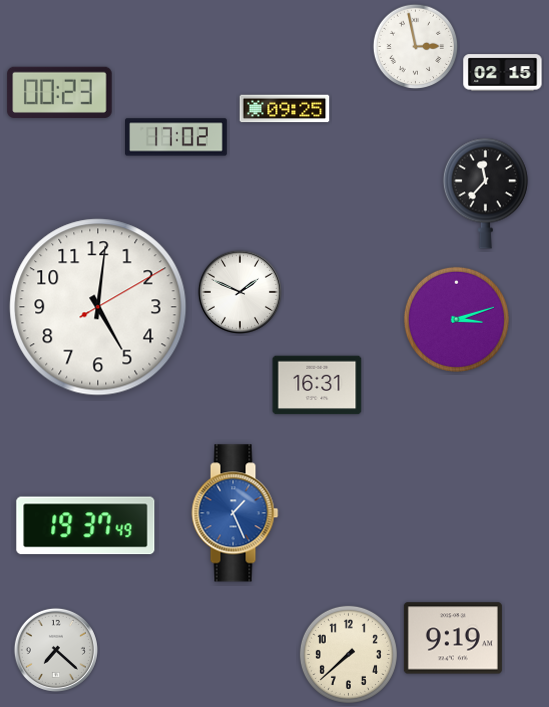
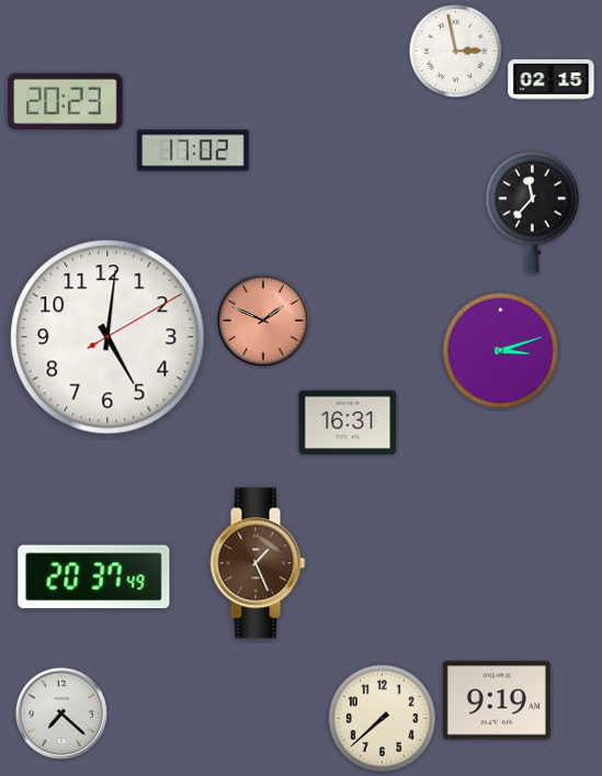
clock at (60, 92): 00:23 -> 20:23
clock at (285, 109): 09:25 -> none
clock at (240, 292) dial: white -> salmon
clock at (235, 513) dial: blue -> brown
clock at (86, 526): 19:37 -> 20:37
